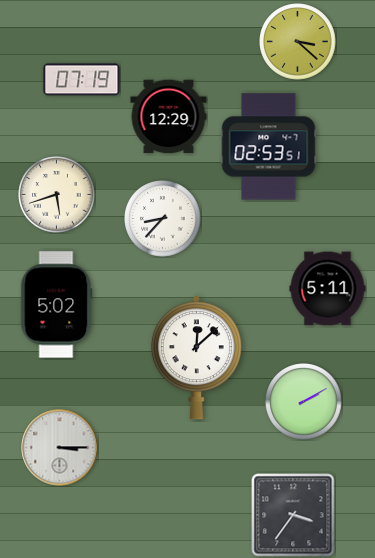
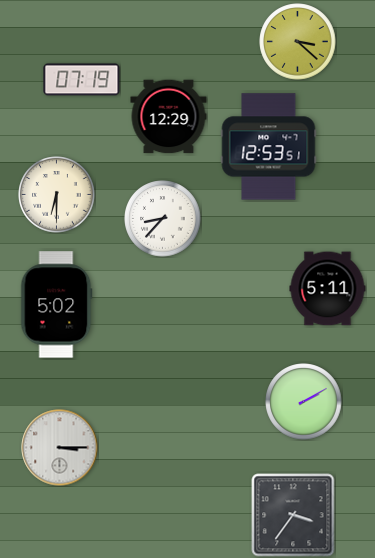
clock at (269, 147): 02:53 -> 12:53
clock at (57, 195): 5:42 -> 6:30
clock at (196, 358): 12:08 -> none
